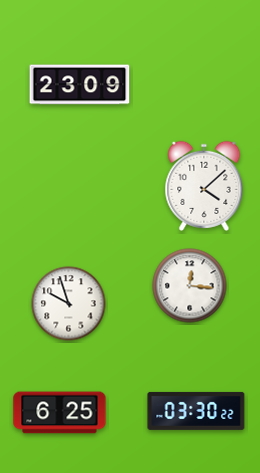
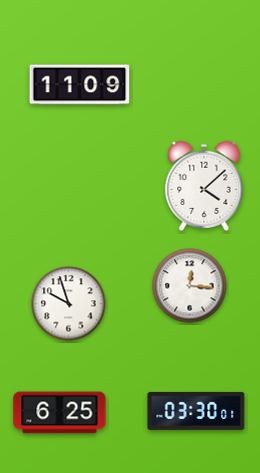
clock at (80, 85): 23:09 -> 11:09
clock at (196, 411): 03:30:22 -> 03:30:01
